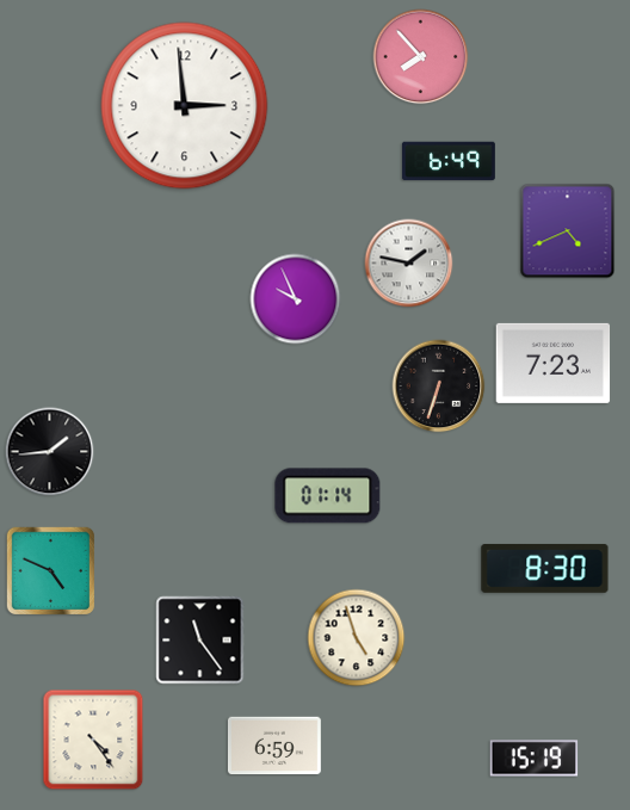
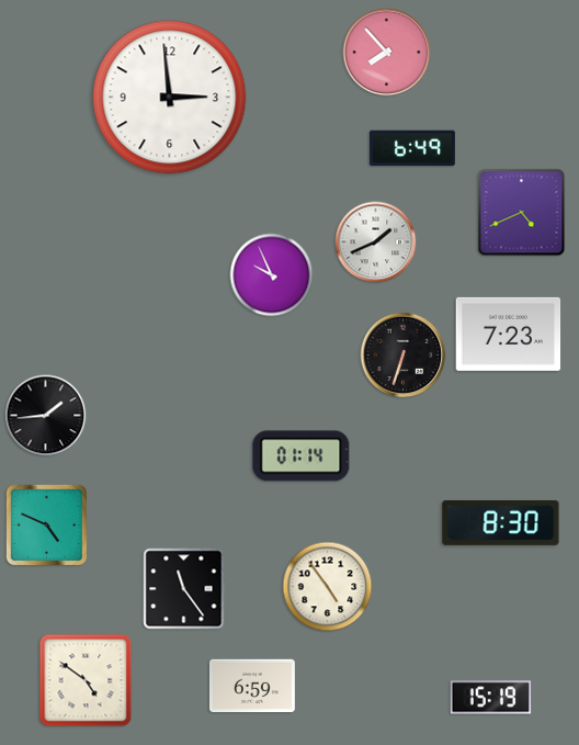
clock at (409, 264): 1:47 -> 1:41
clock at (357, 638): 4:57 -> 4:54
clock at (93, 740): 4:24 -> 4:51
